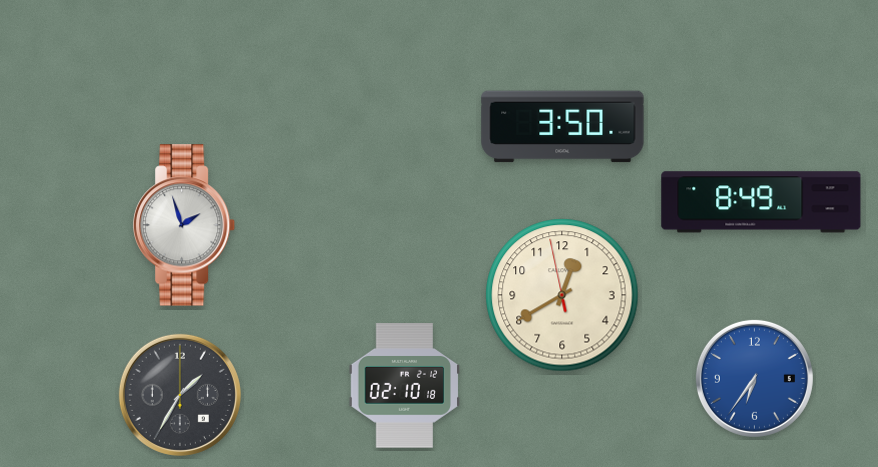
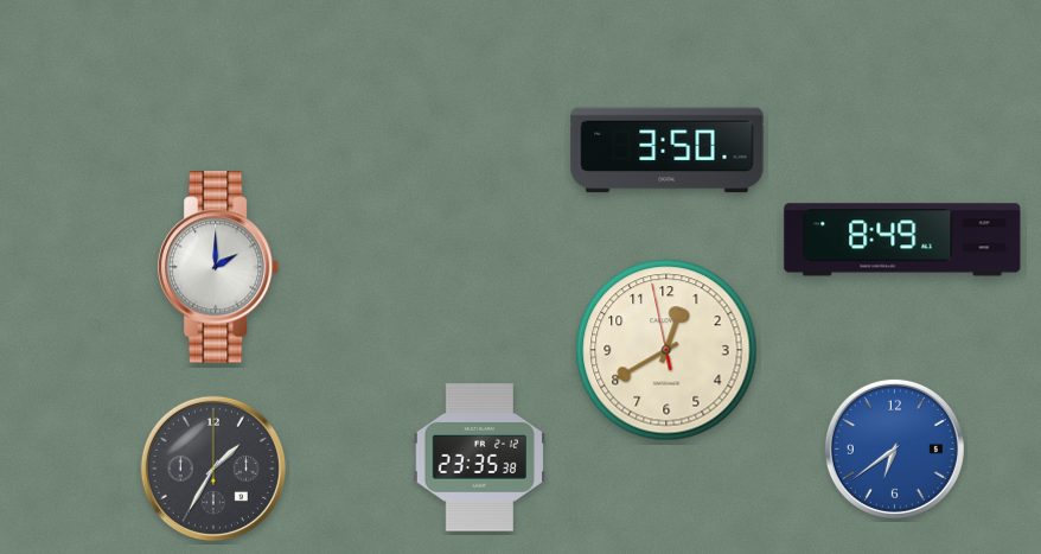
clock at (185, 225): 1:57 -> 2:00
clock at (754, 378): 6:36 -> 6:39
clock at (404, 386): 02:10 -> 23:35
